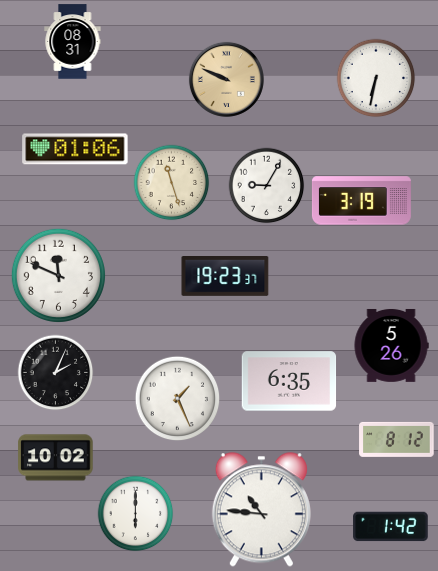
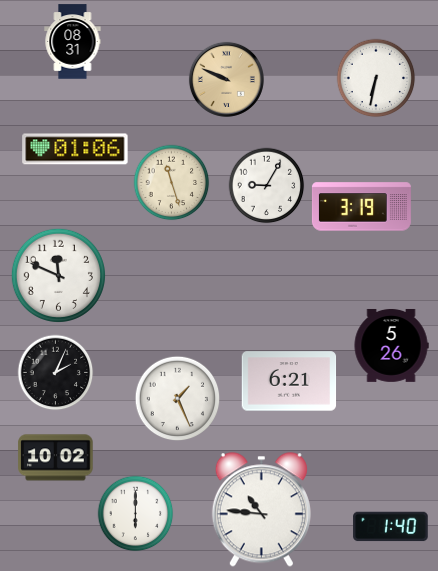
clock at (361, 201) position: (361, 201) -> (361, 207)
clock at (225, 277): 19:23 -> none
clock at (289, 381): 6:35 -> 6:21
clock at (397, 439): 8:12 -> none
clock at (391, 527): 1:42 -> 1:40
